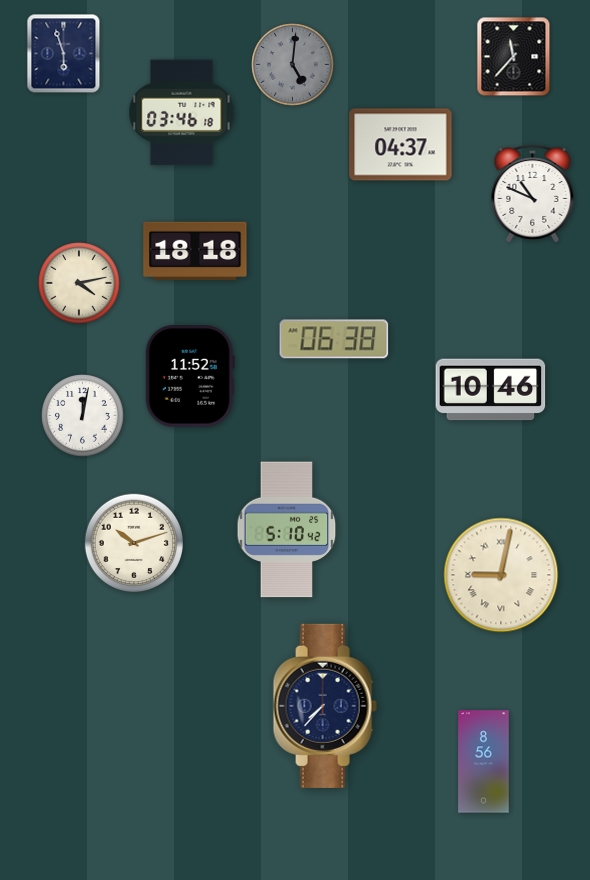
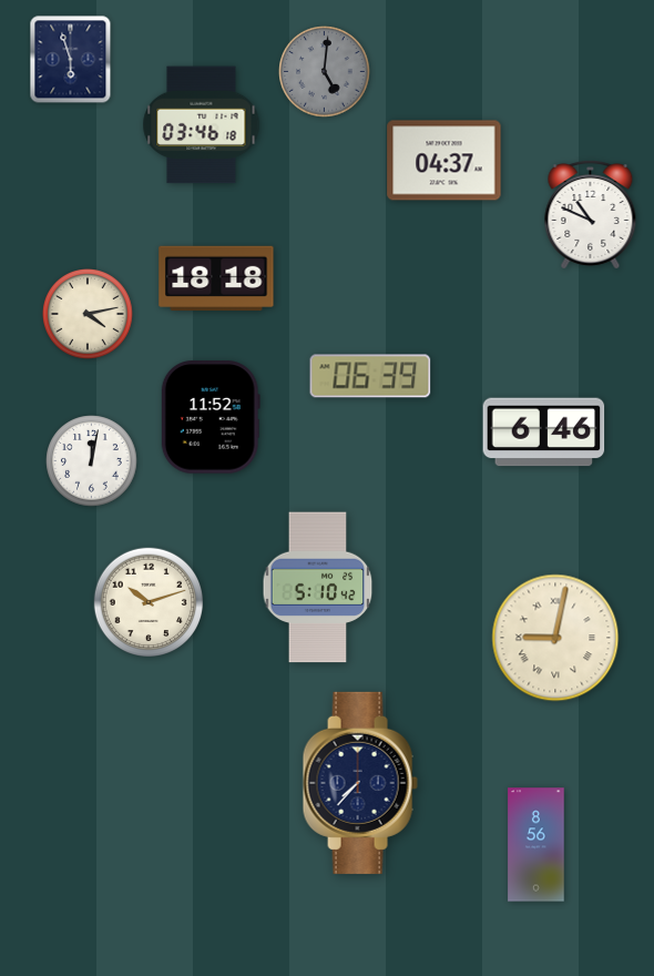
clock at (514, 57): 11:37 -> none
clock at (334, 339): 06:38 -> 06:39
clock at (491, 390): 10:46 -> 6:46
